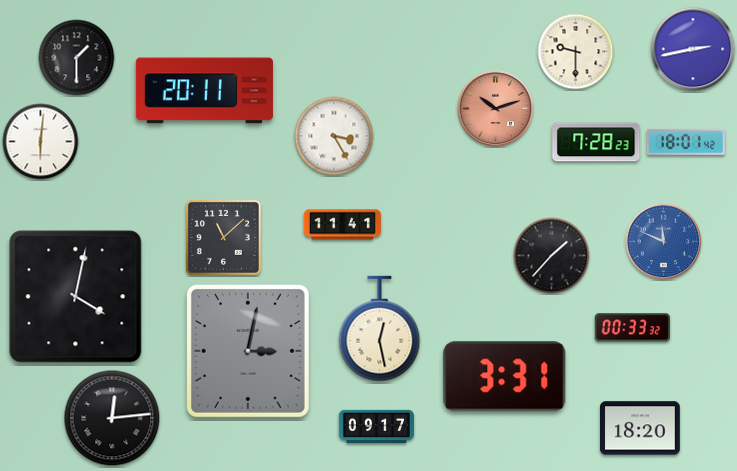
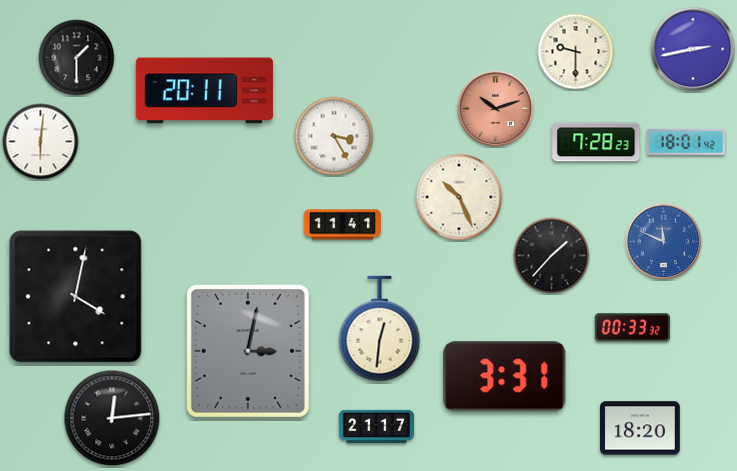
clock at (459, 197): none -> 10:26
clock at (223, 237): 11:08 -> none
clock at (380, 329): 12:28 -> 12:31
clock at (376, 427): 09:17 -> 21:17
